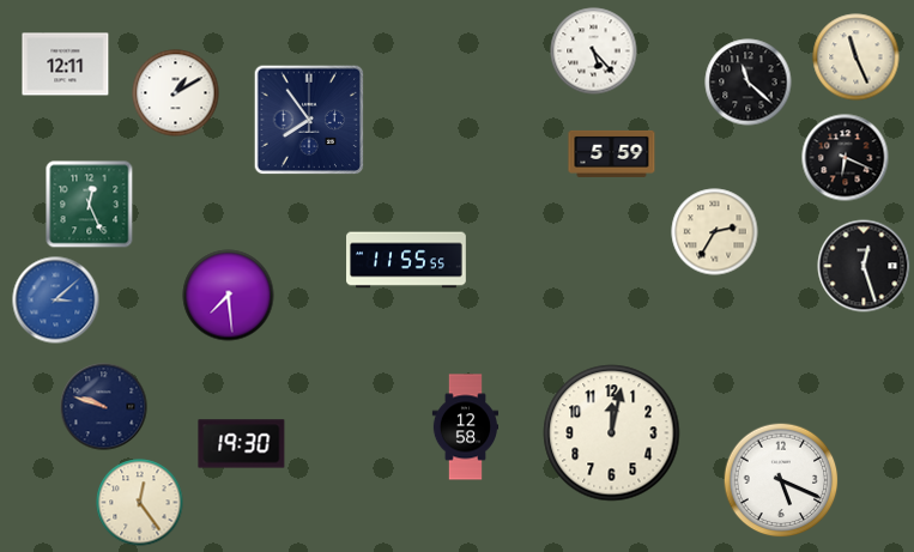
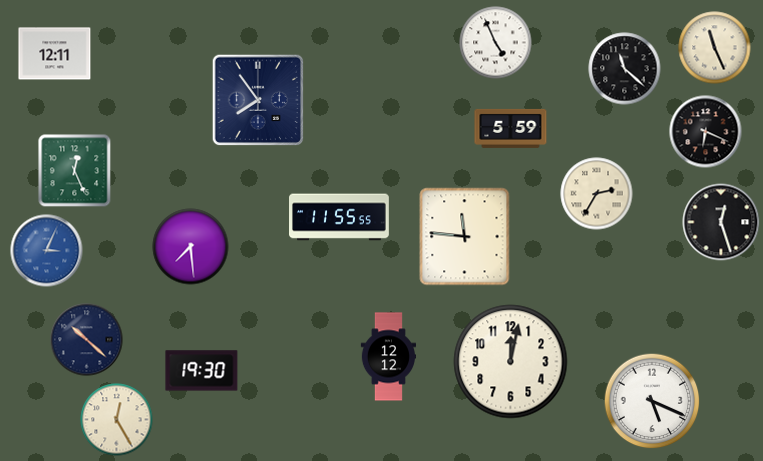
clock at (594, 51): 5:23 -> 4:56
clock at (176, 93): 1:10 -> none
clock at (465, 237): none -> 11:46
clock at (56, 301): 3:08 -> 3:04
clock at (104, 407): 9:48 -> 10:22
clock at (465, 427): 12:58 -> 12:12
clock at (140, 503): 12:24 -> 12:25
